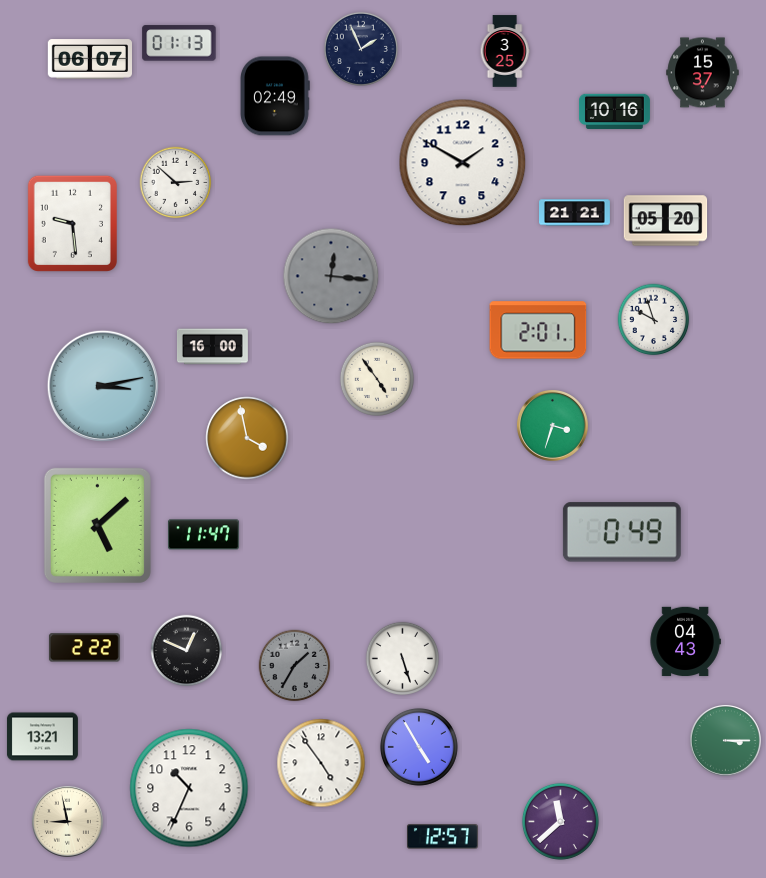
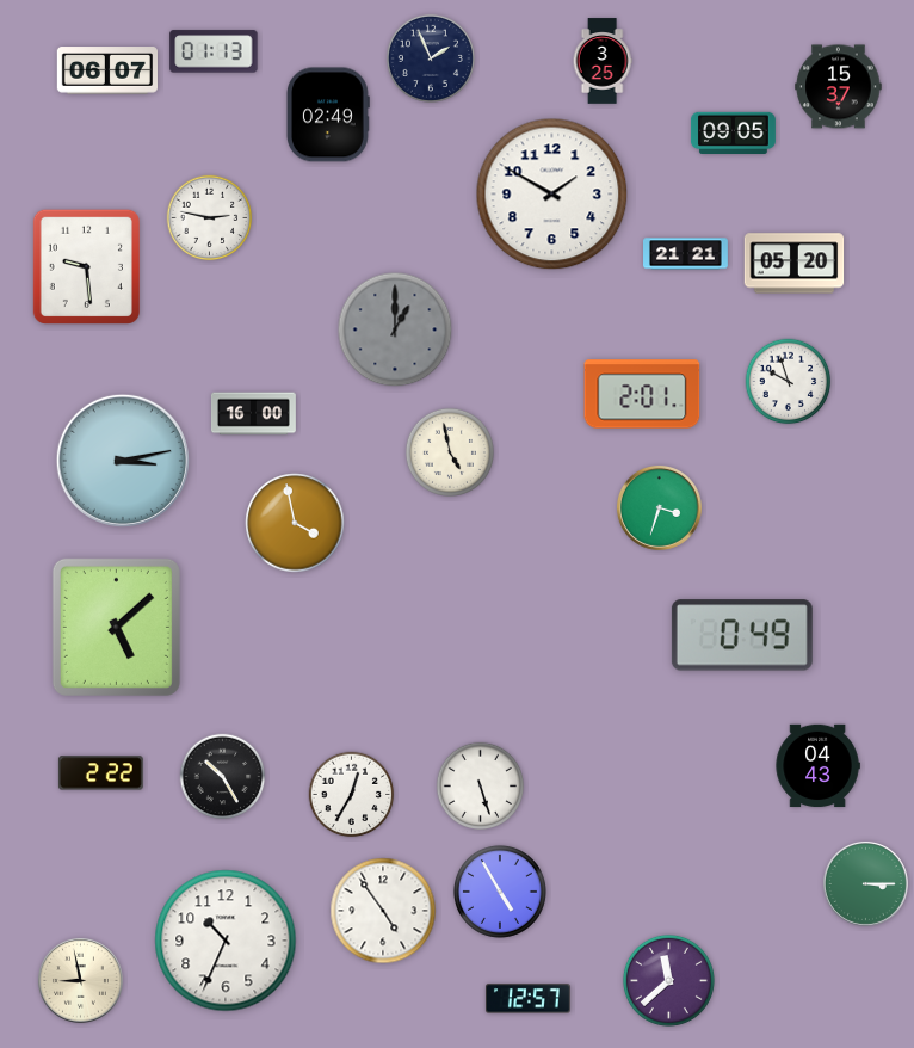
clock at (615, 111): 10:16 -> 09:05
clock at (176, 183): 2:52 -> 2:47
clock at (331, 276): 12:16 -> 1:00
clock at (654, 320) position: (654, 320) -> (789, 382)
clock at (377, 379): 4:54 -> 4:58
clock at (203, 535): 11:47 -> none
clock at (187, 651): 12:49 -> 10:25
clock at (295, 666): 1:35 -> 12:35
clock at (295, 666) dial: grey -> white
clock at (42, 737): 13:21 -> none
